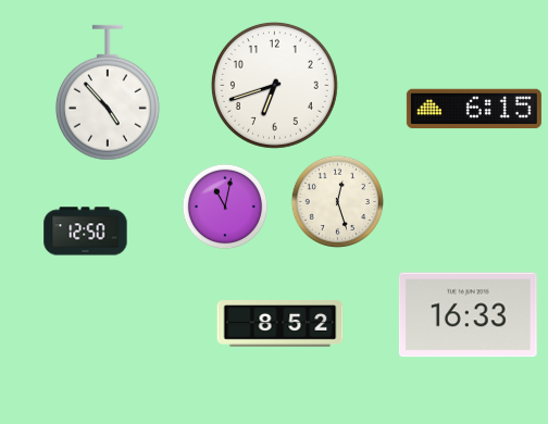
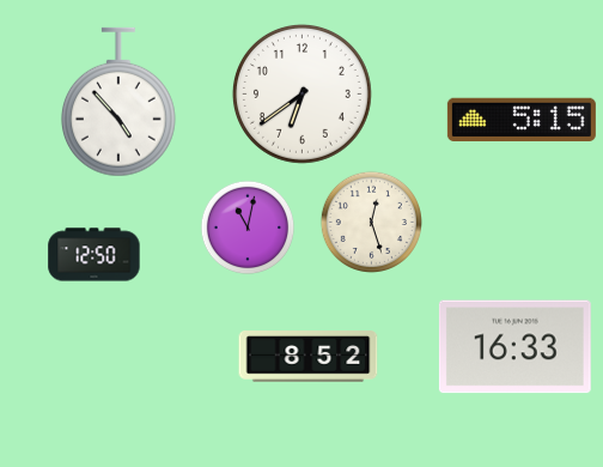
clock at (274, 85): 6:42 -> 6:39
clock at (474, 109): 6:15 -> 5:15
